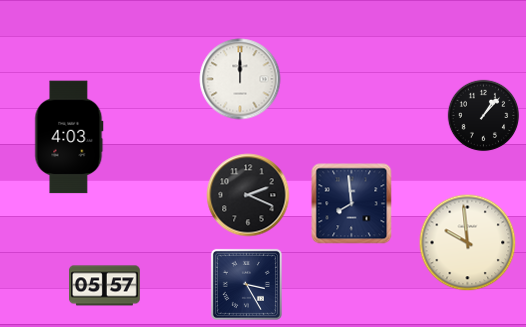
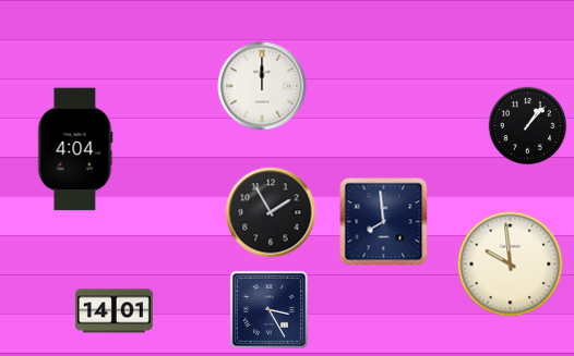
clock at (69, 137): 4:03 -> 4:04
clock at (248, 195): 2:19 -> 1:55
clock at (105, 286): 05:57 -> 14:01
